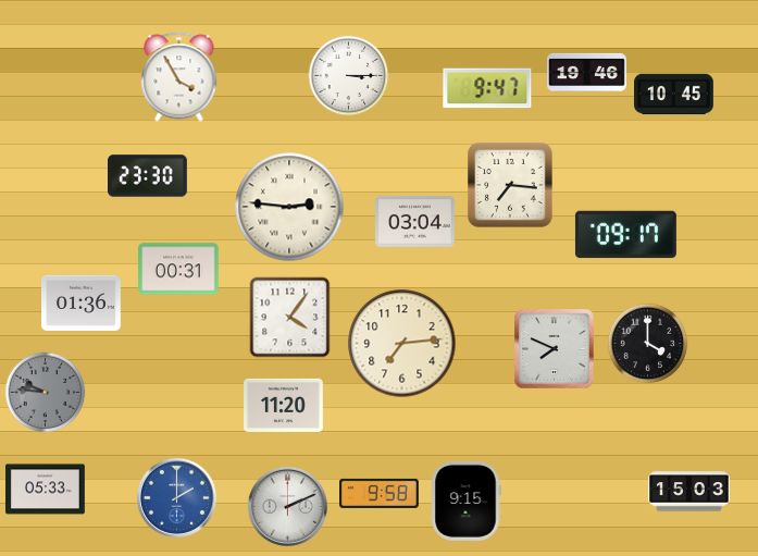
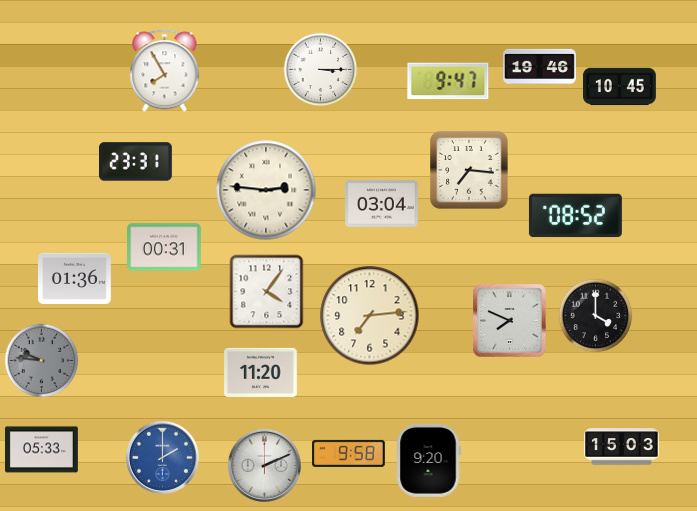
clock at (179, 77): 3:55 -> 7:55
clock at (148, 176): 23:30 -> 23:31
clock at (625, 235): 09:17 -> 08:52
clock at (689, 492) position: (689, 492) -> (622, 447)
clock at (465, 501): 9:15 -> 9:20
